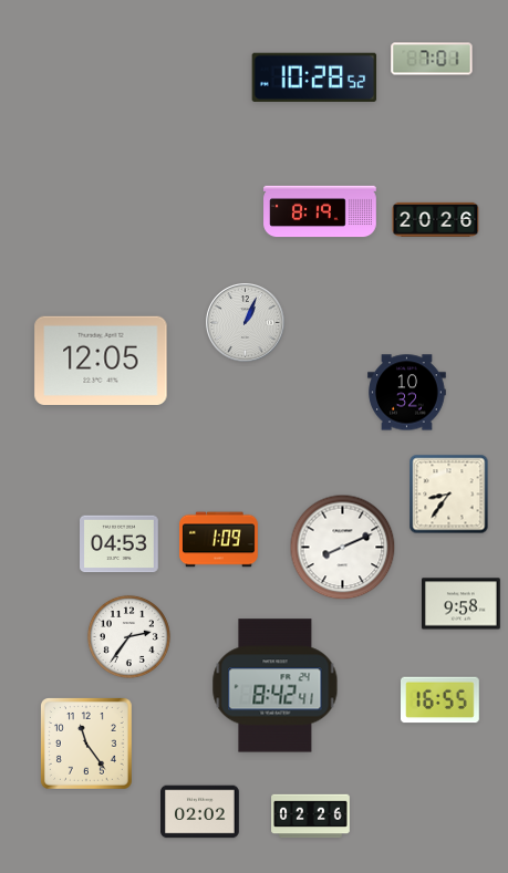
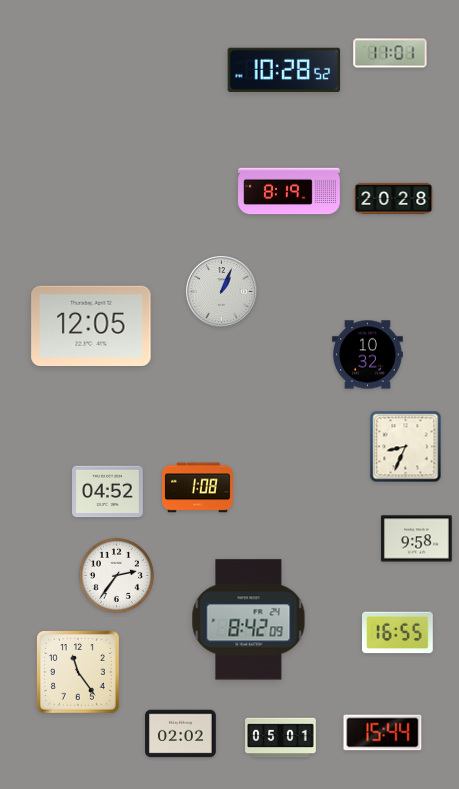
clock at (432, 59): 7:01 -> 11:01
clock at (436, 219): 20:26 -> 20:28
clock at (449, 495): 8:36 -> 8:34
clock at (219, 540): 1:09 -> 1:08
clock at (120, 544): 04:53 -> 04:52
clock at (343, 548): 8:11 -> none
clock at (462, 604) position: (462, 604) -> (417, 539)
clock at (276, 686): 8:42:41 -> 8:42:09
clock at (383, 733): none -> 15:44
clock at (311, 817): 02:26 -> 05:01
